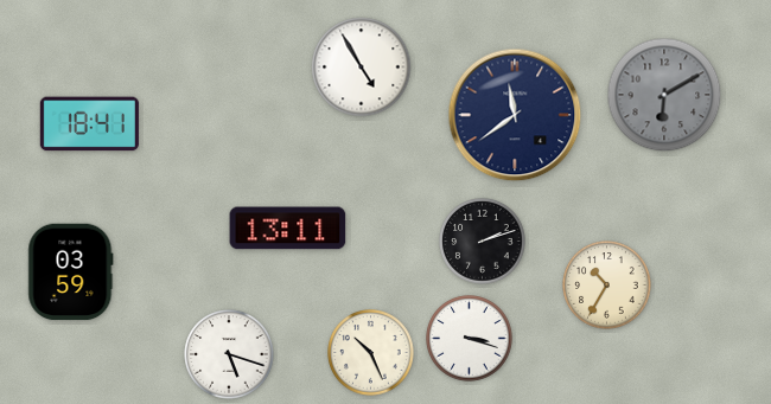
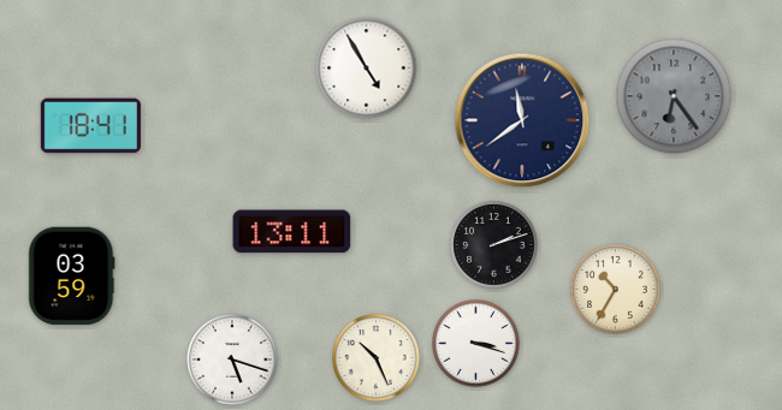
clock at (664, 95): 6:10 -> 6:24
clock at (515, 115) position: (515, 115) -> (522, 120)
clock at (483, 242) position: (483, 242) -> (494, 245)
